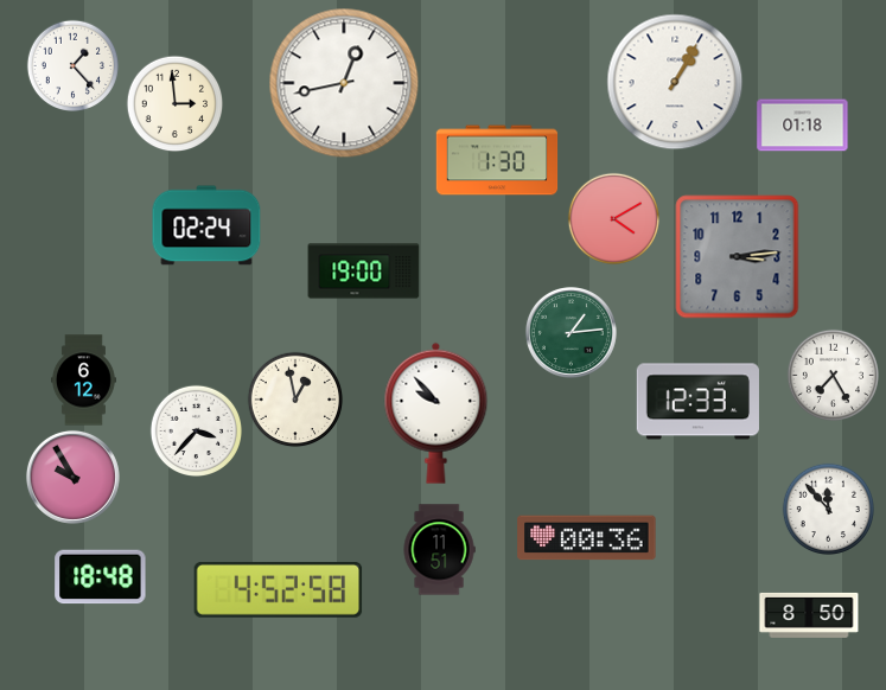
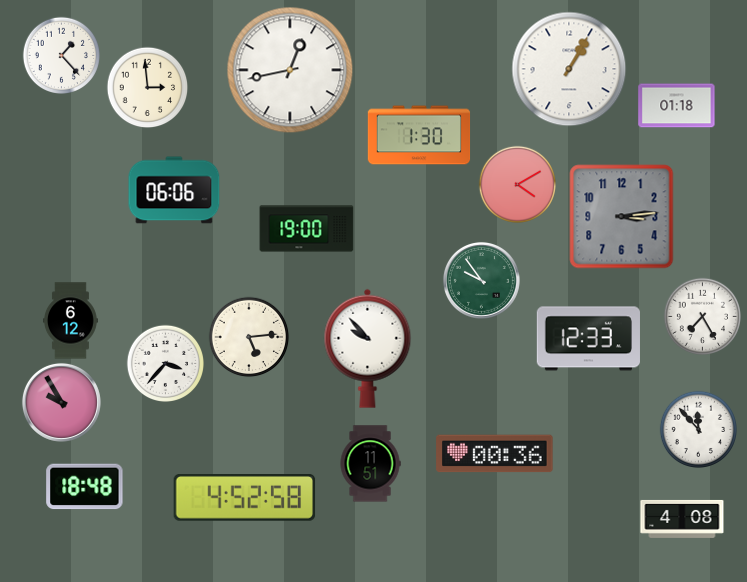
clock at (206, 225): 02:24 -> 06:06
clock at (571, 332): 1:14 -> 9:54
clock at (295, 400): 12:58 -> 5:14
clock at (279, 590) position: (279, 590) -> (245, 498)
clock at (809, 615): 8:50 -> 4:08
